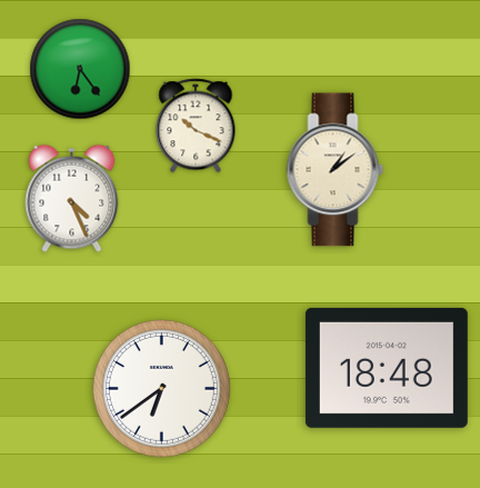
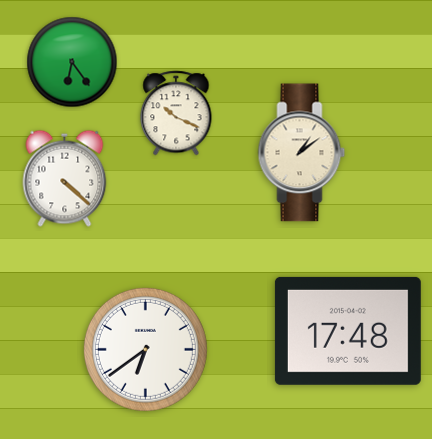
clock at (72, 198): 4:26 -> 4:22
clock at (387, 368): 18:48 -> 17:48
